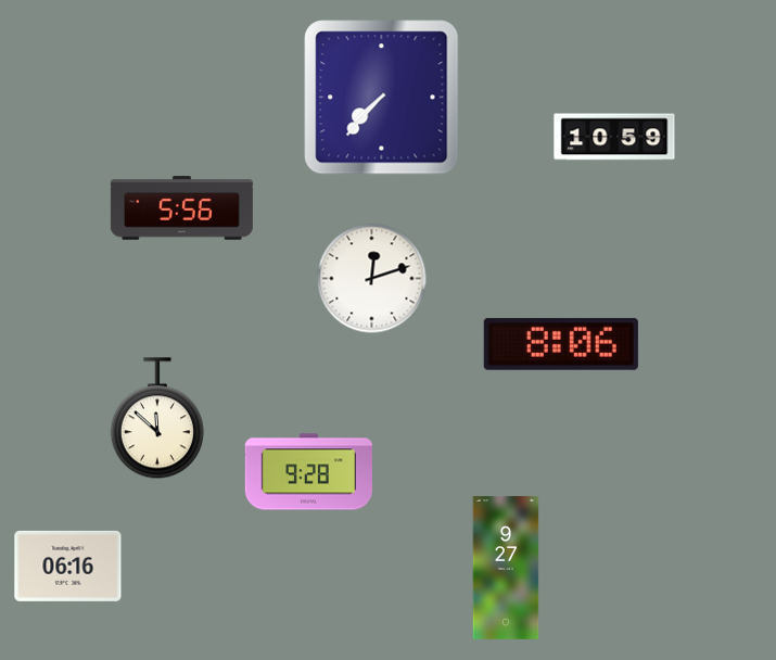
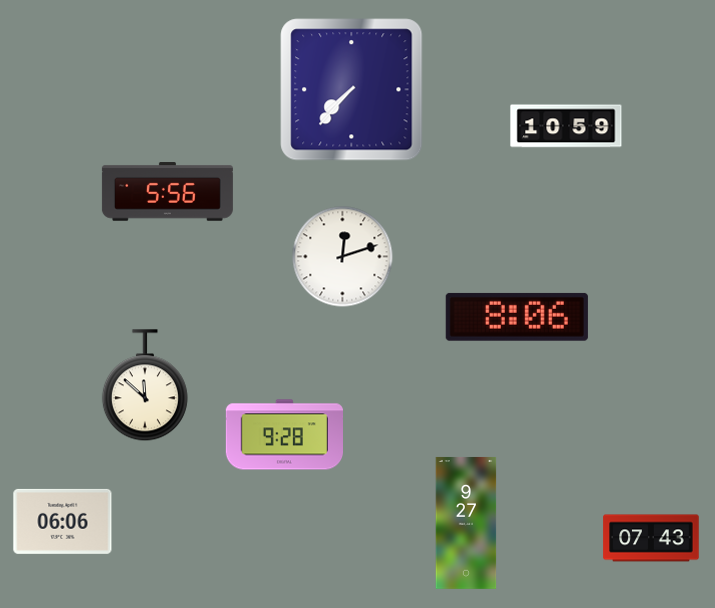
clock at (68, 566): 06:16 -> 06:06
clock at (651, 538): none -> 07:43
